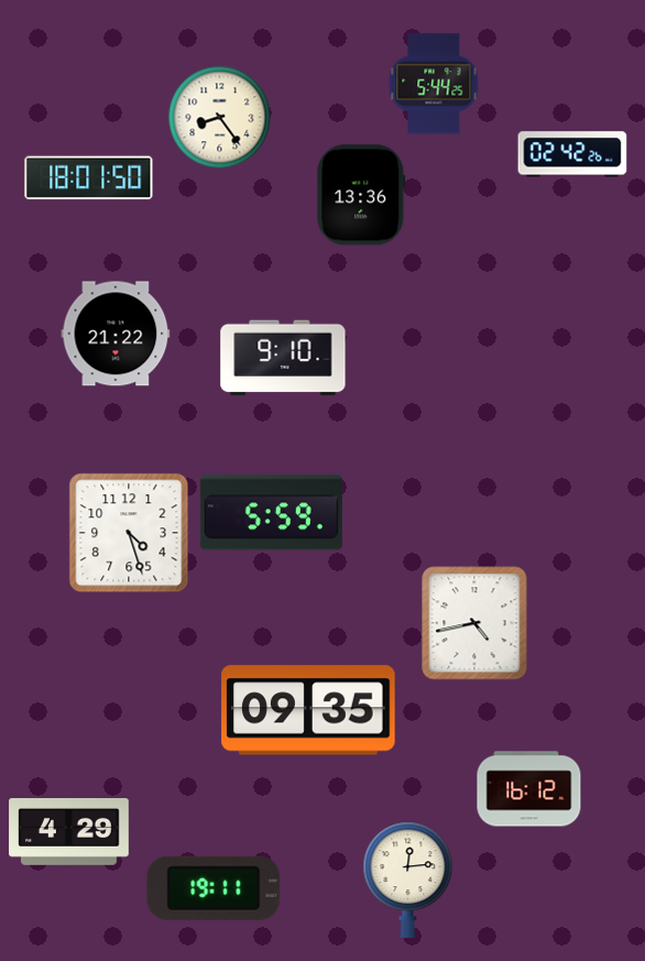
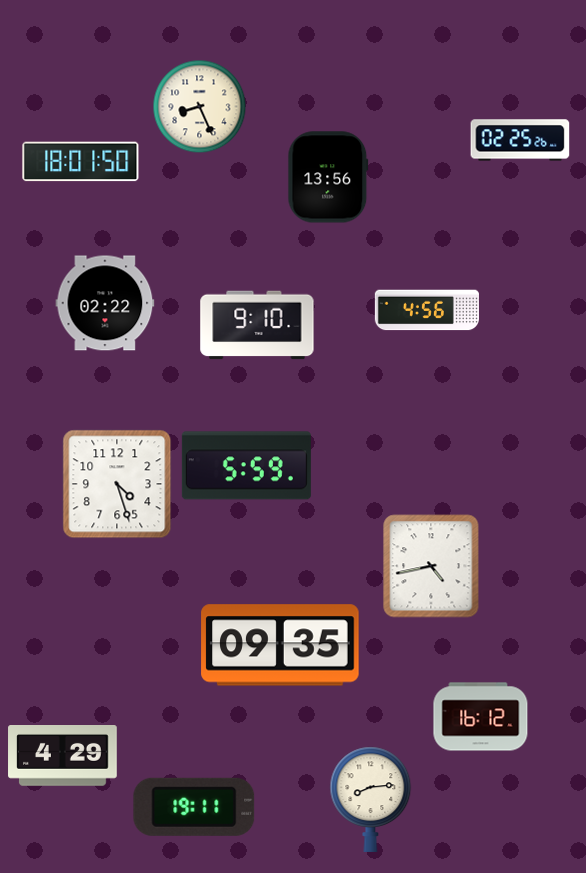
clock at (434, 84): 5:44 -> none
clock at (220, 118): 8:24 -> 8:26
clock at (572, 154): 02:42 -> 02:25
clock at (361, 195): 13:36 -> 13:56
clock at (116, 334): 21:22 -> 02:22
clock at (427, 310): none -> 4:56
clock at (408, 880): 12:14 -> 8:14
